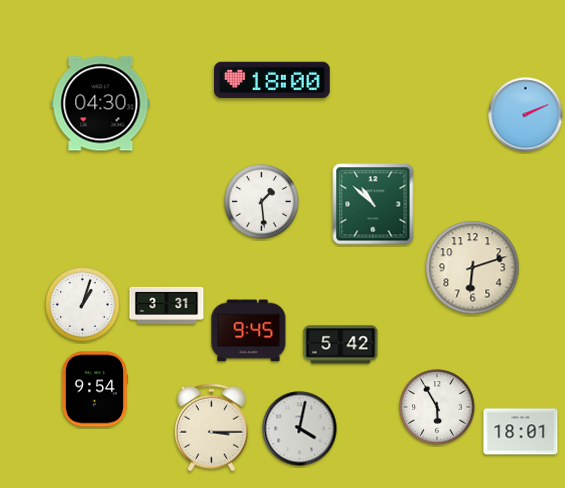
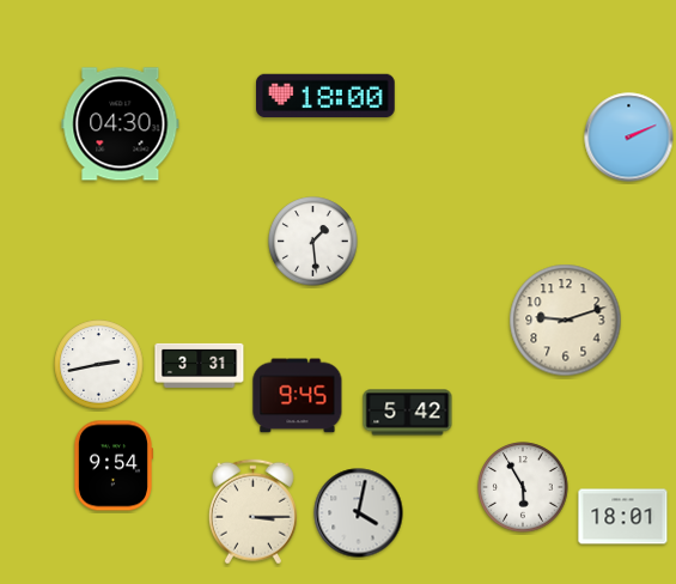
clock at (373, 204): 10:52 -> none
clock at (473, 268): 6:12 -> 9:12
clock at (83, 305): 1:03 -> 2:43
